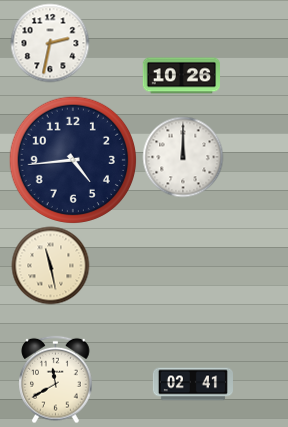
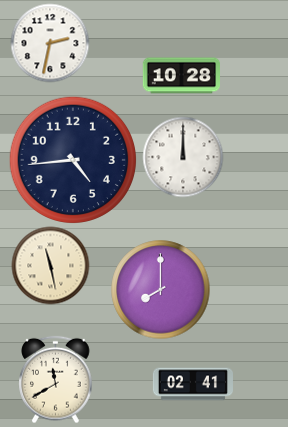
clock at (181, 76): 10:26 -> 10:28
clock at (161, 290): none -> 8:00
